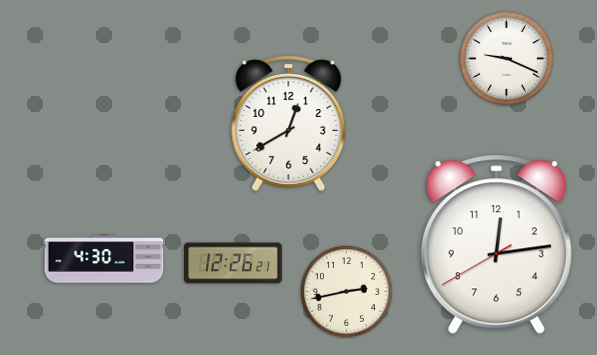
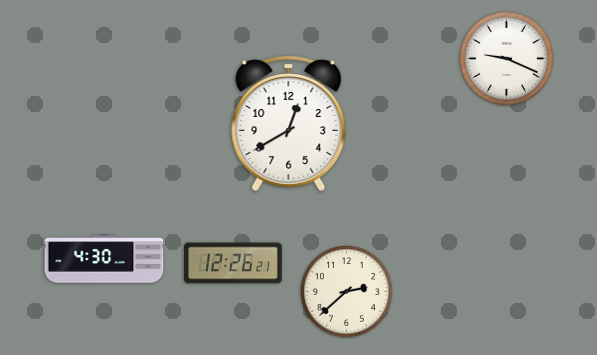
clock at (496, 245): 12:13 -> none
clock at (347, 292): 2:43 -> 2:38
